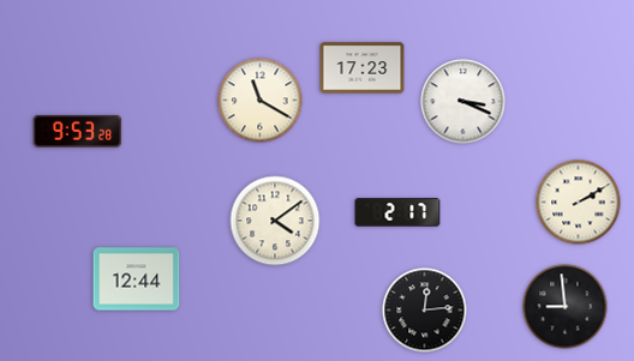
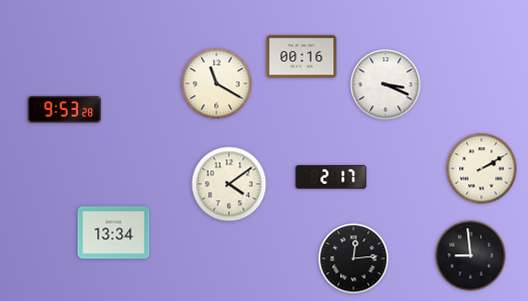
clock at (363, 68): 17:23 -> 00:16
clock at (137, 279): 12:44 -> 13:34
